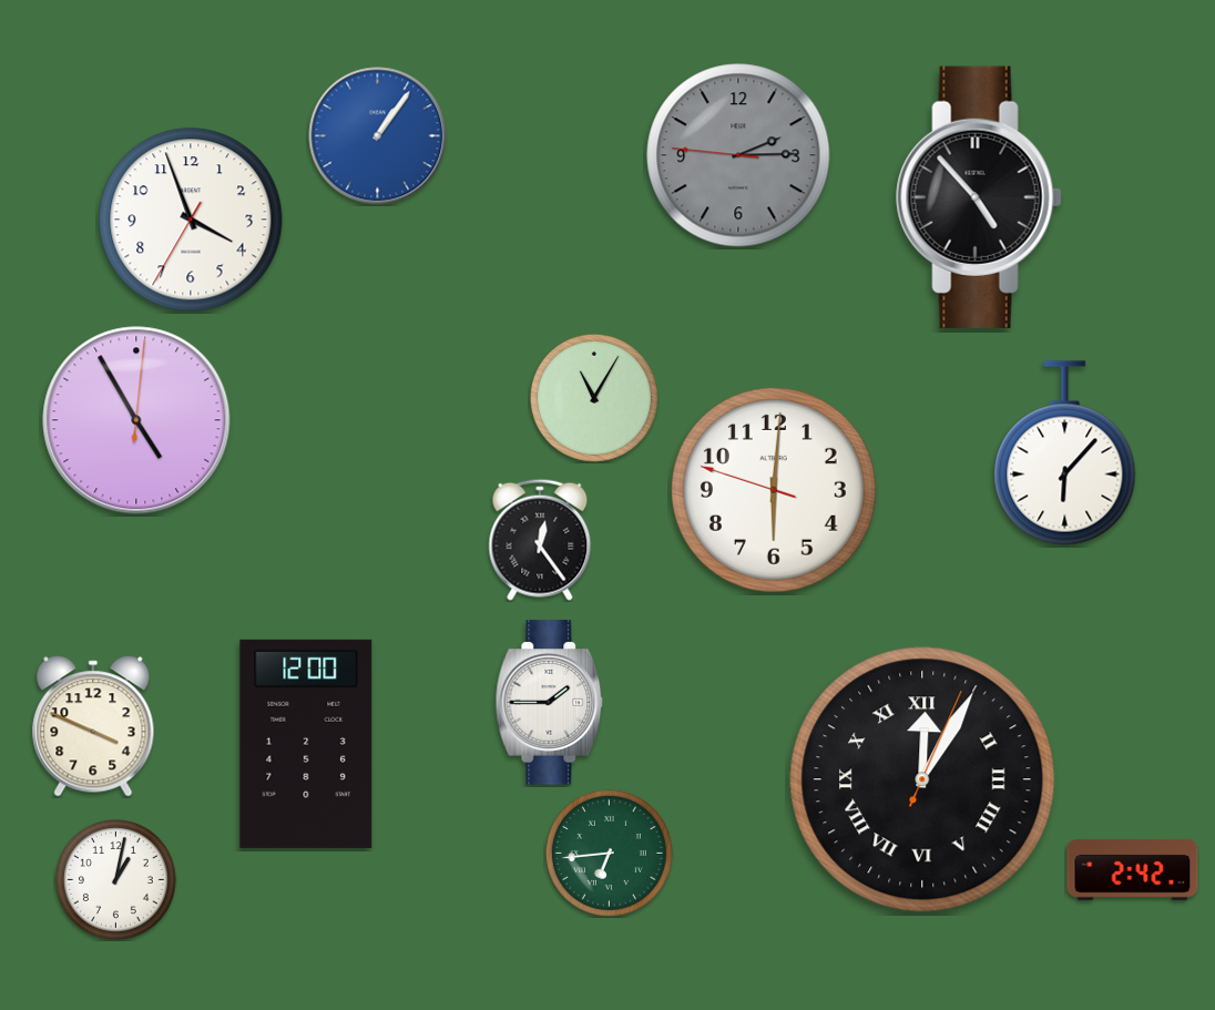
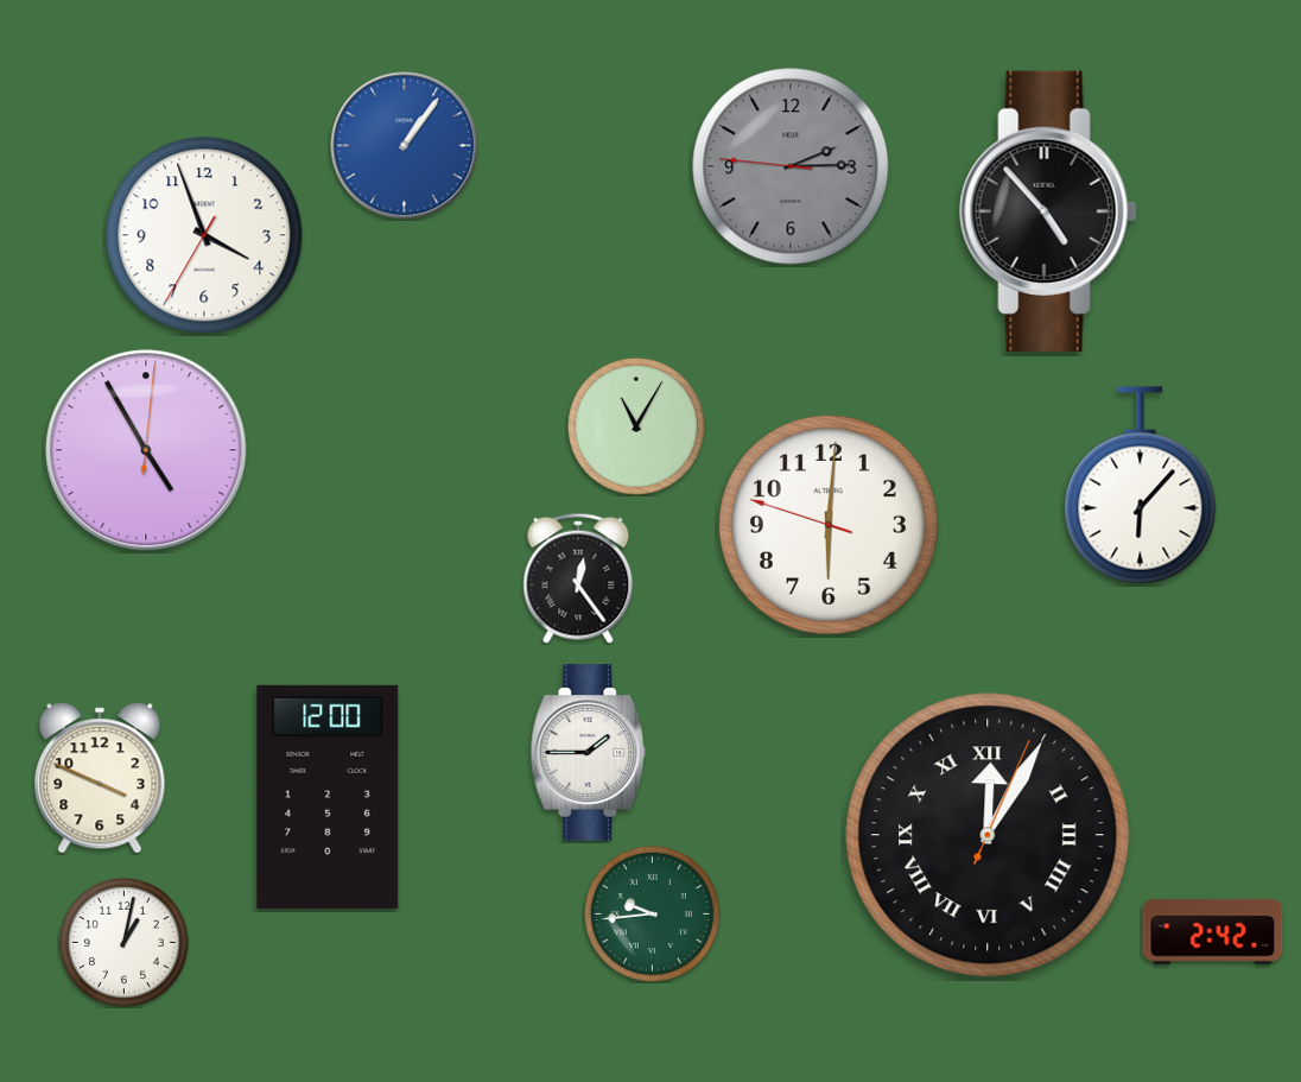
clock at (609, 853): 6:44 -> 9:44
